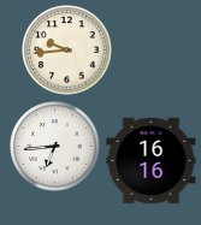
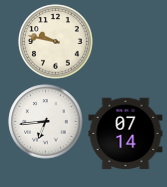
clock at (67, 51): 9:44 -> 9:47
clock at (152, 161): 16:16 -> 07:14
